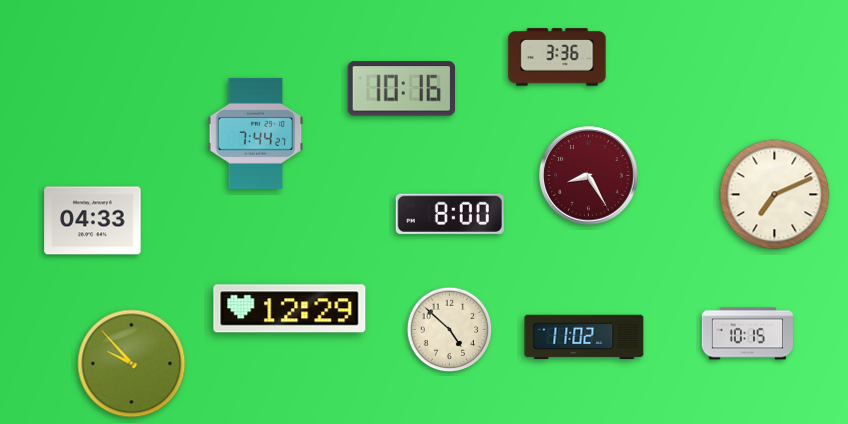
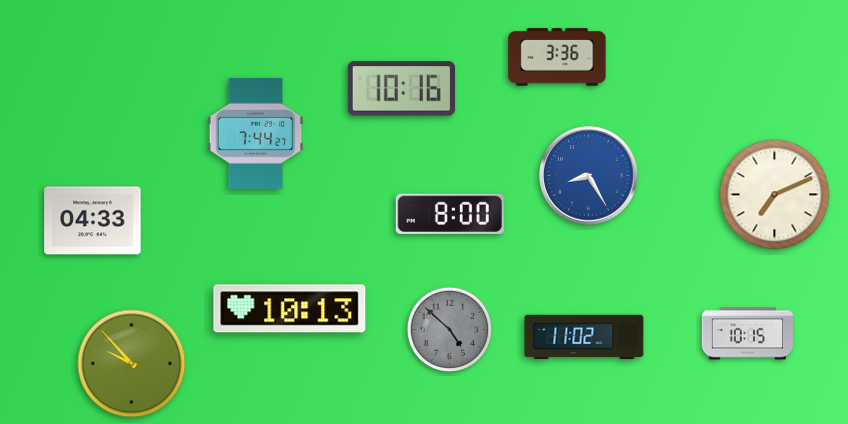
clock at (589, 176) dial: burgundy -> blue
clock at (290, 309): 12:29 -> 10:13
clock at (450, 330) dial: cream -> grey
